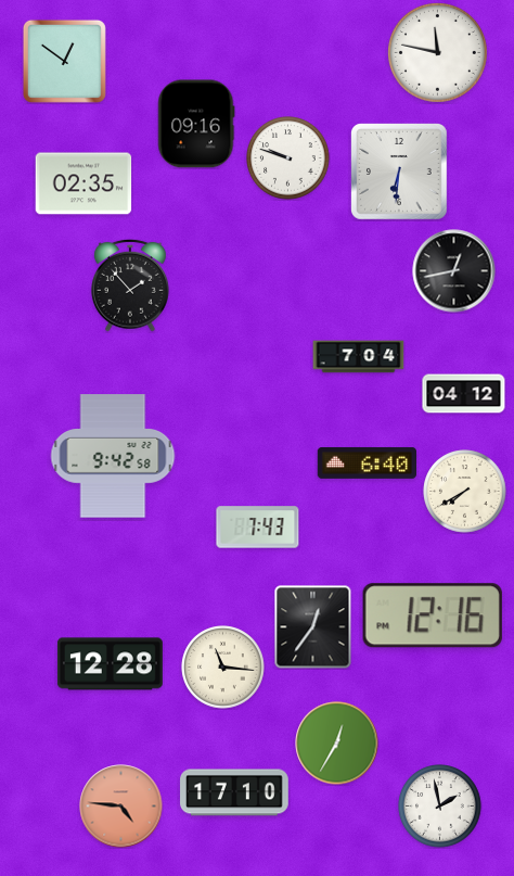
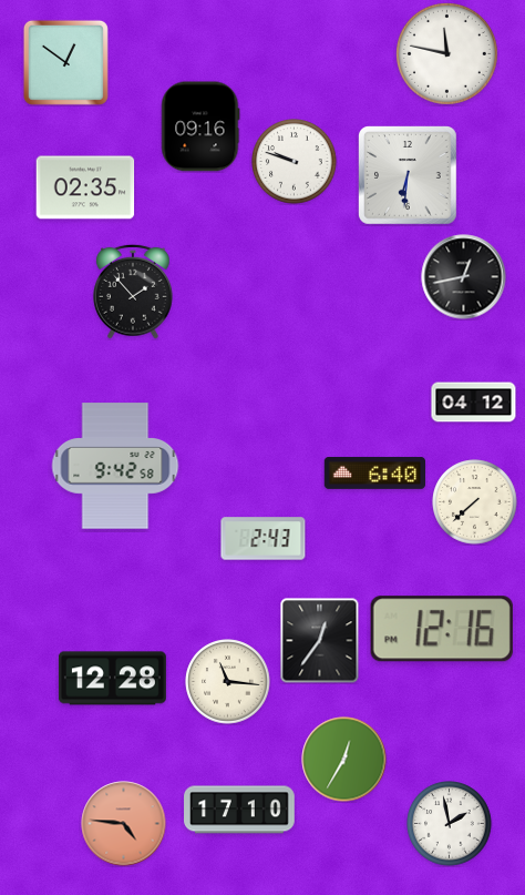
clock at (359, 357): 7:04 -> none
clock at (465, 492): 7:40 -> 7:38
clock at (258, 528): 7:43 -> 2:43
